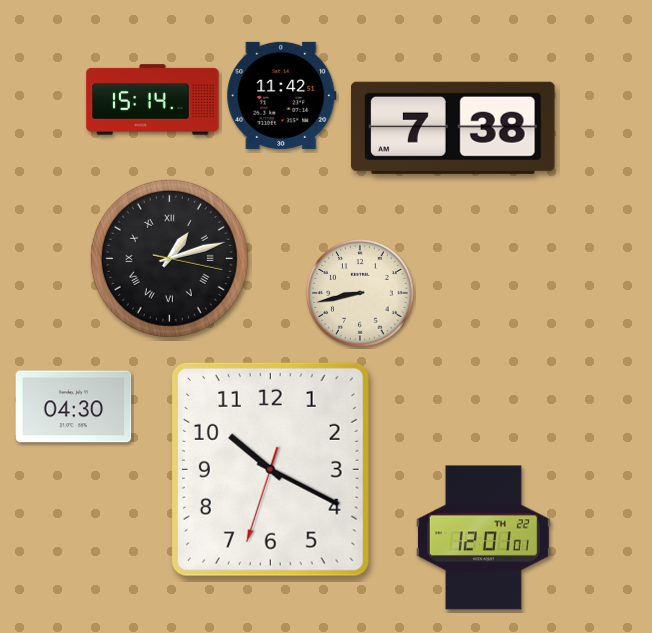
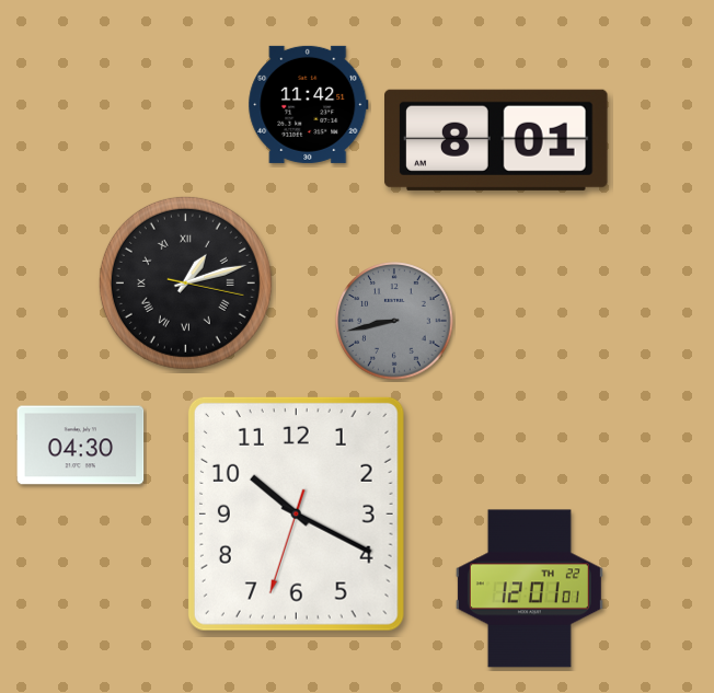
clock at (153, 100): 15:14 -> none
clock at (453, 128): 7:38 -> 8:01
clock at (360, 293) dial: cream -> grey
